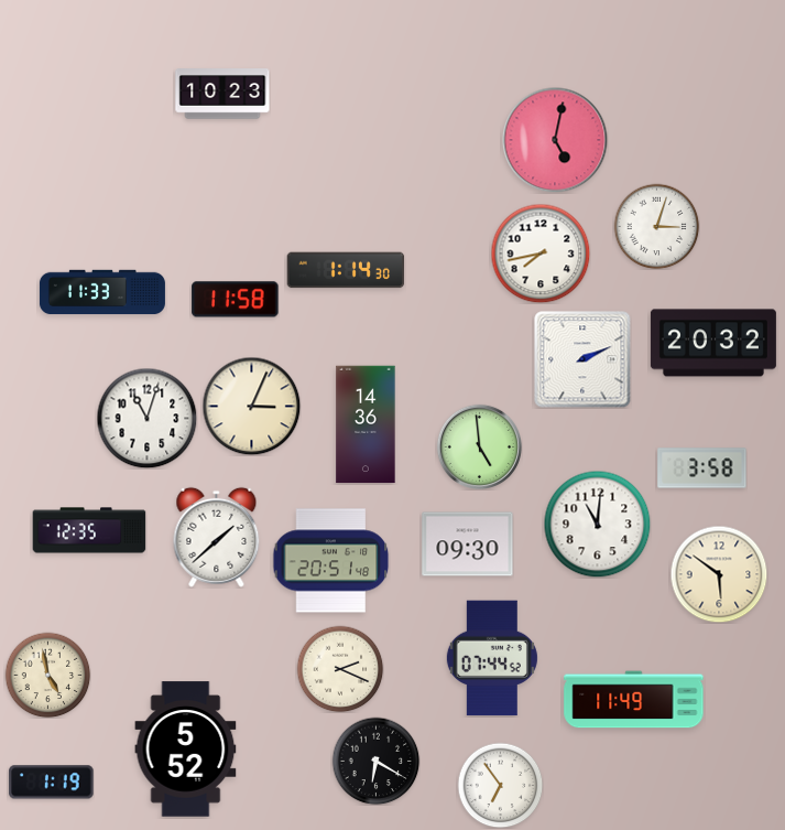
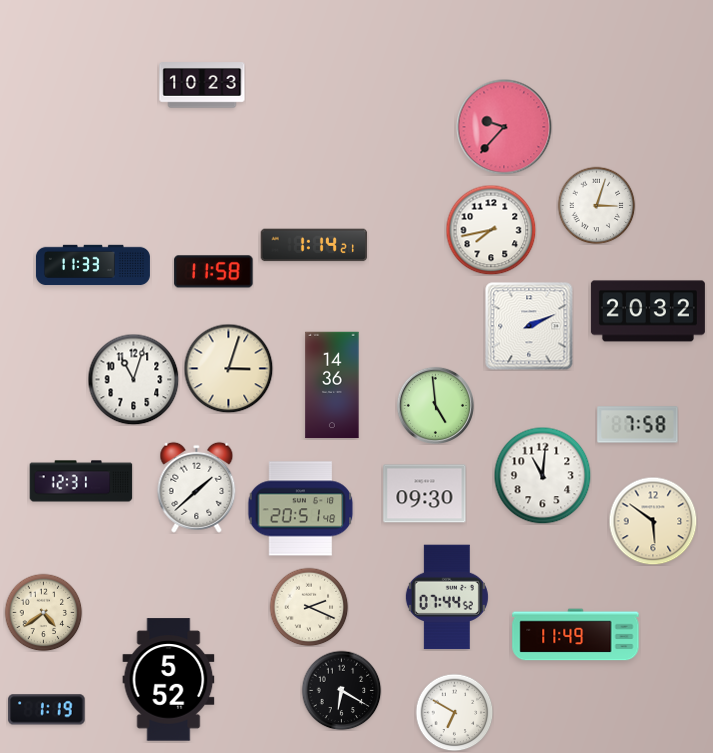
clock at (555, 140): 5:02 -> 9:37
clock at (346, 270): 1:14:30 -> 1:14:21
clock at (251, 406): 3:04 -> 3:03
clock at (702, 468): 3:58 -> 7:58
clock at (89, 530): 12:35 -> 12:31
clock at (47, 675): 4:58 -> 4:39
clock at (500, 785): 6:54 -> 6:50
